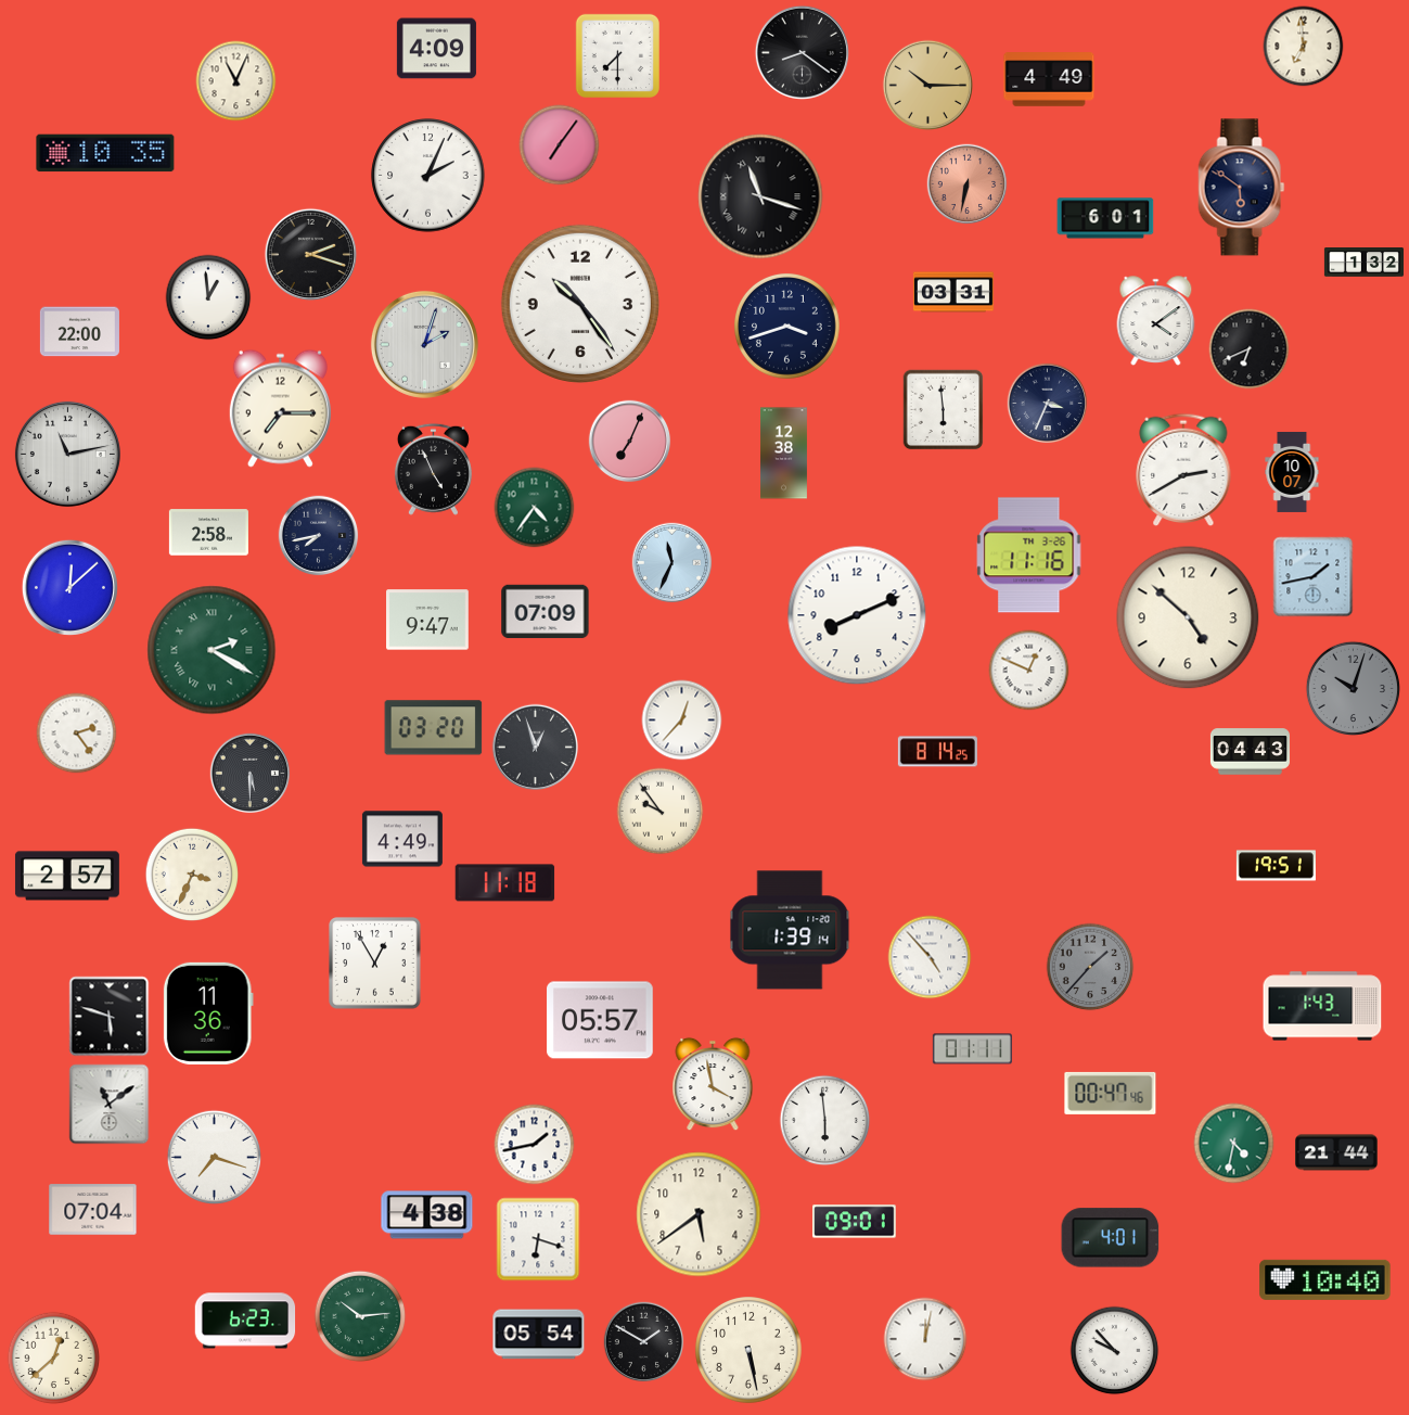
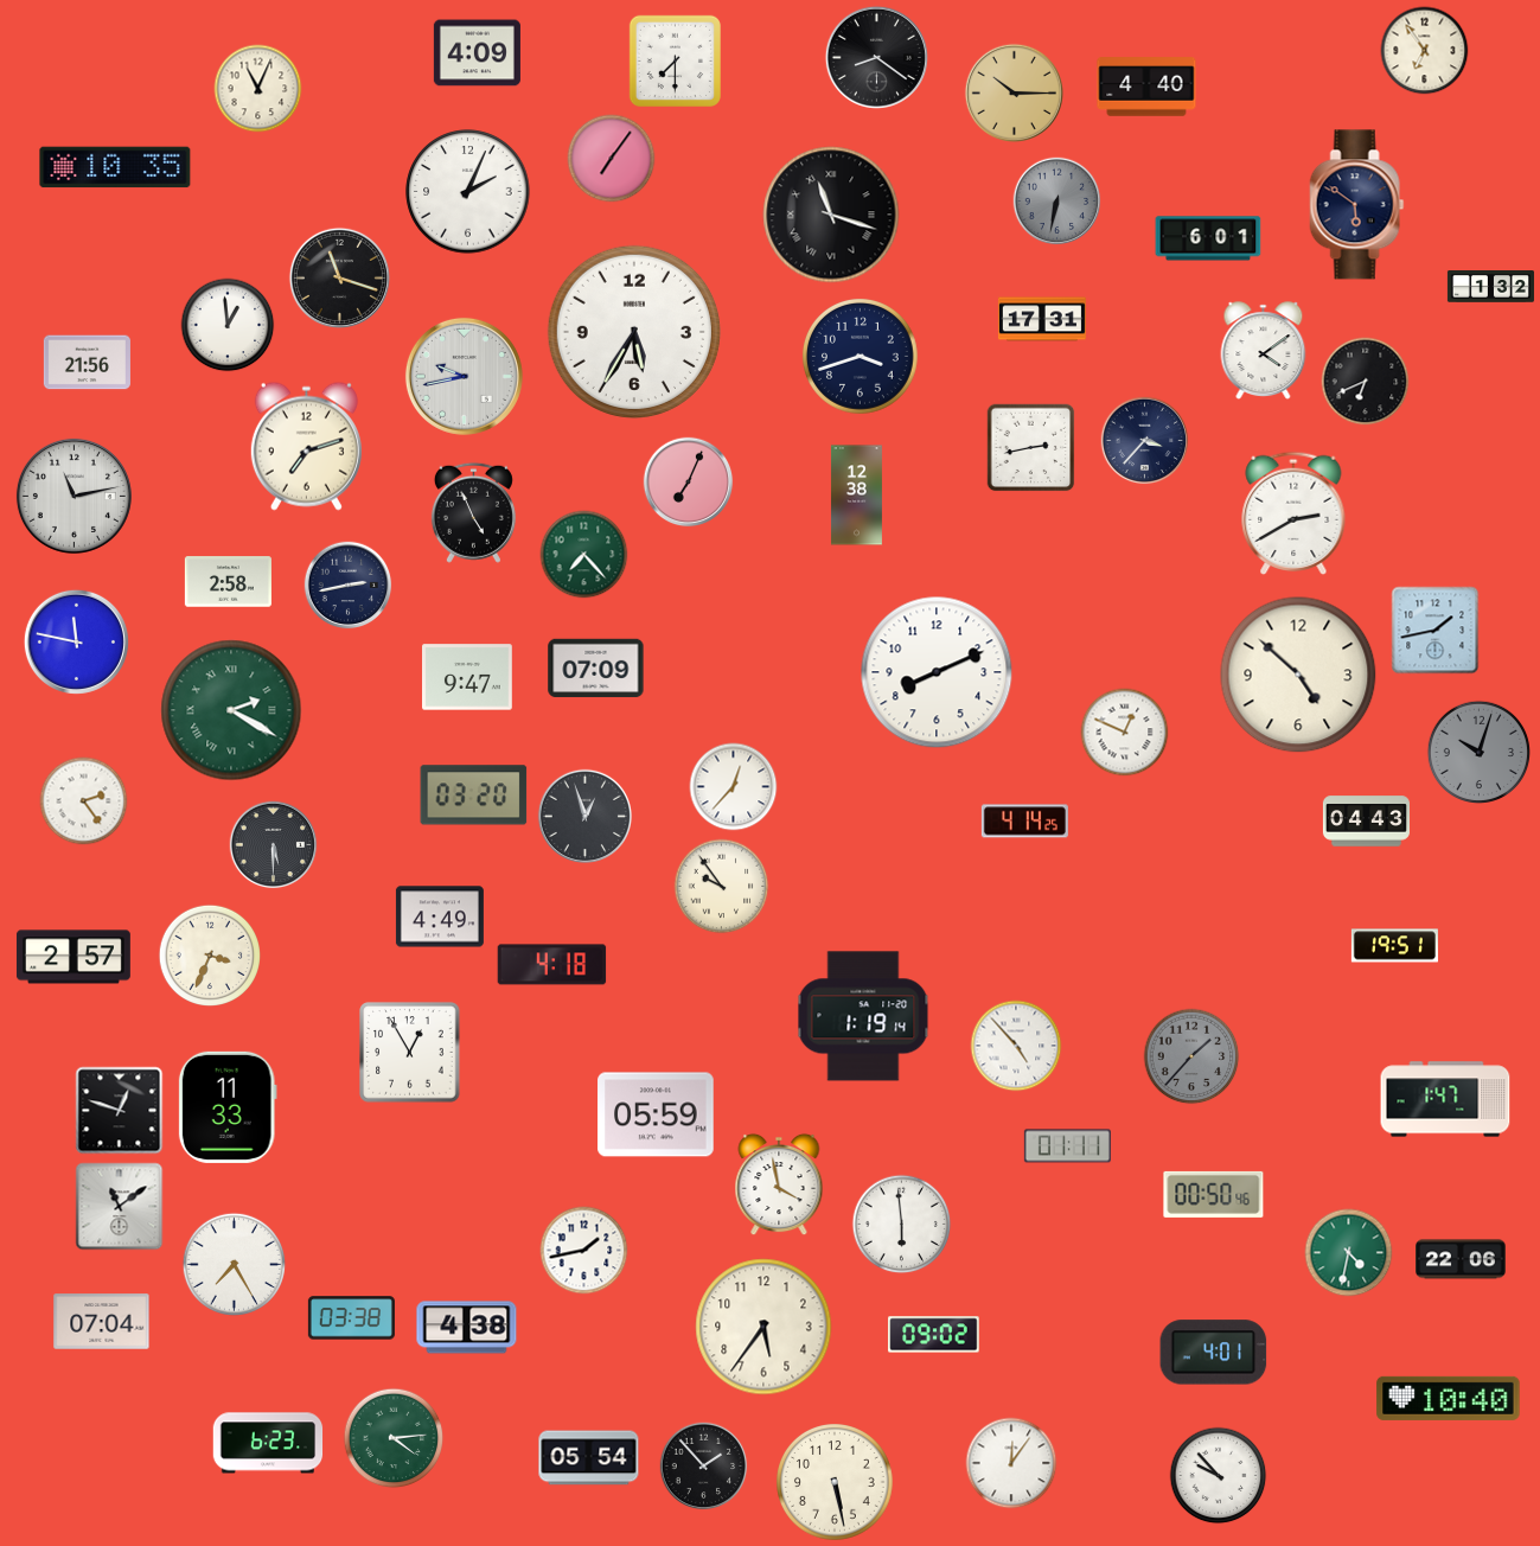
clock at (1304, 47): 6:59 -> 6:54
clock at (1049, 79): 4:49 -> 4:40
clock at (968, 184) dial: salmon -> grey
clock at (310, 254): 2:18 -> 11:18
clock at (953, 292): 03:31 -> 17:31
clock at (580, 304): 10:24 -> 5:35
clock at (79, 332): 22:00 -> 21:56
clock at (424, 344): 2:03 -> 9:43
clock at (1048, 404): 3:34 -> 3:37
clock at (280, 408): 7:15 -> 7:12
clock at (944, 410): 5:59 -> 2:43
clock at (1292, 472): 10:07 -> none
clock at (535, 508): 4:36 -> 7:23
clock at (319, 536): 7:43 -> 2:43
clock at (1029, 556): 11:16 -> none
clock at (673, 563): 11:34 -> none
clock at (69, 587): 12:08 -> 11:47
clock at (682, 721) position: (682, 721) -> (734, 787)
clock at (937, 752): 8:14 -> 4:14
clock at (505, 883): 11:18 -> 4:18
clock at (790, 930): 1:39 -> 1:19
clock at (1322, 1006): 1:43 -> 1:47
clock at (208, 1014): 11:36 -> 11:33
clock at (110, 1017): 5:48 -> 12:48
clock at (600, 1020): 05:57 -> 05:59
clock at (972, 1049) position: (972, 1049) -> (1067, 1146)
clock at (1111, 1093): 00:47 -> 00:50
clock at (1234, 1144) position: (1234, 1144) -> (1349, 1253)
clock at (1337, 1152): 21:44 -> 22:06
clock at (214, 1157): 7:18 -> 7:25
clock at (351, 1318): none -> 03:38
clock at (699, 1214): 5:39 -> 5:36
clock at (855, 1222): 09:01 -> 09:02
clock at (538, 1239): 6:18 -> none
clock at (360, 1316): 10:14 -> 4:14
clock at (925, 1339): 12:02 -> 12:06
clock at (644, 1342): 1:50 -> 1:53
clock at (750, 1351) position: (750, 1351) -> (836, 1483)
clock at (54, 1359): 12:38 -> none
